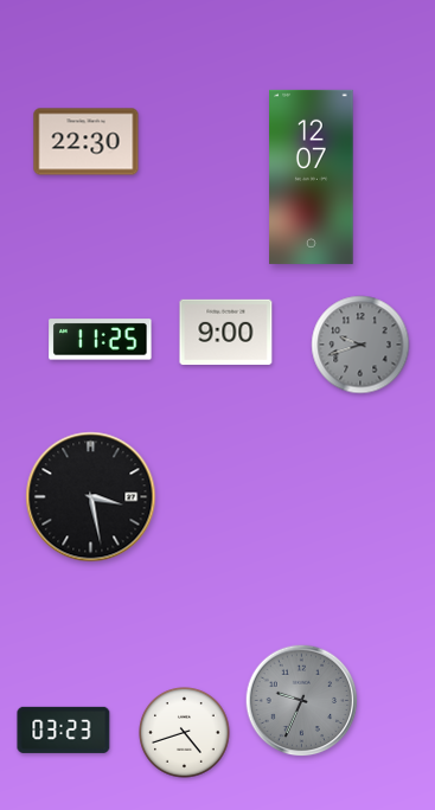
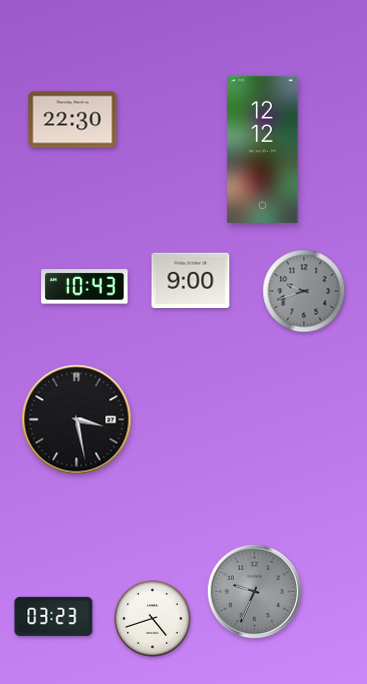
clock at (312, 176): 12:07 -> 12:12
clock at (101, 340): 11:25 -> 10:43
clock at (185, 733) position: (185, 733) -> (153, 619)
